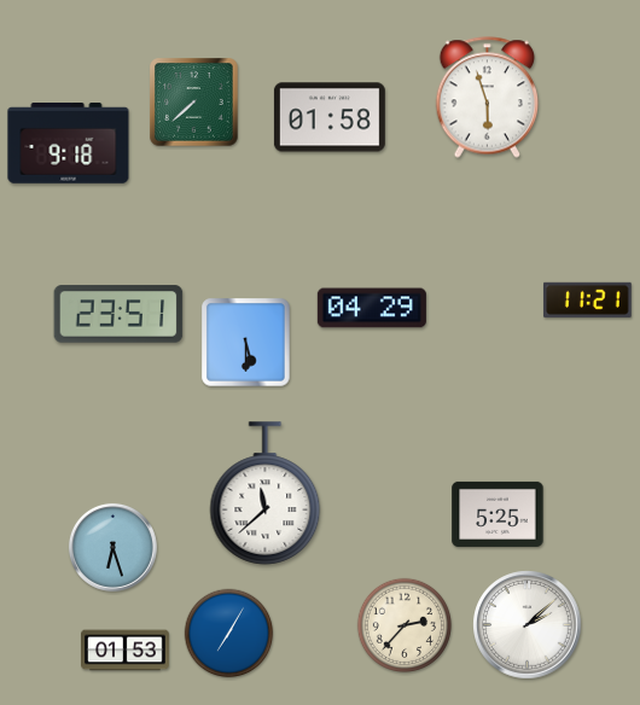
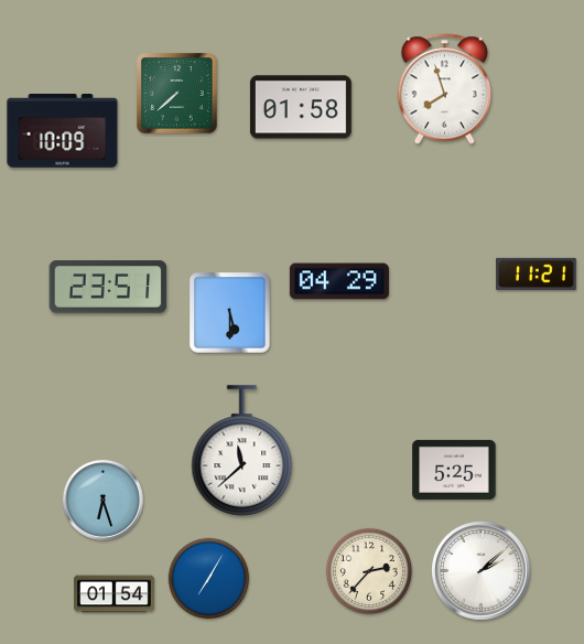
clock at (488, 98): 5:57 -> 7:57
clock at (69, 144): 9:18 -> 10:09
clock at (246, 343) position: (246, 343) -> (230, 313)
clock at (126, 651): 01:53 -> 01:54
